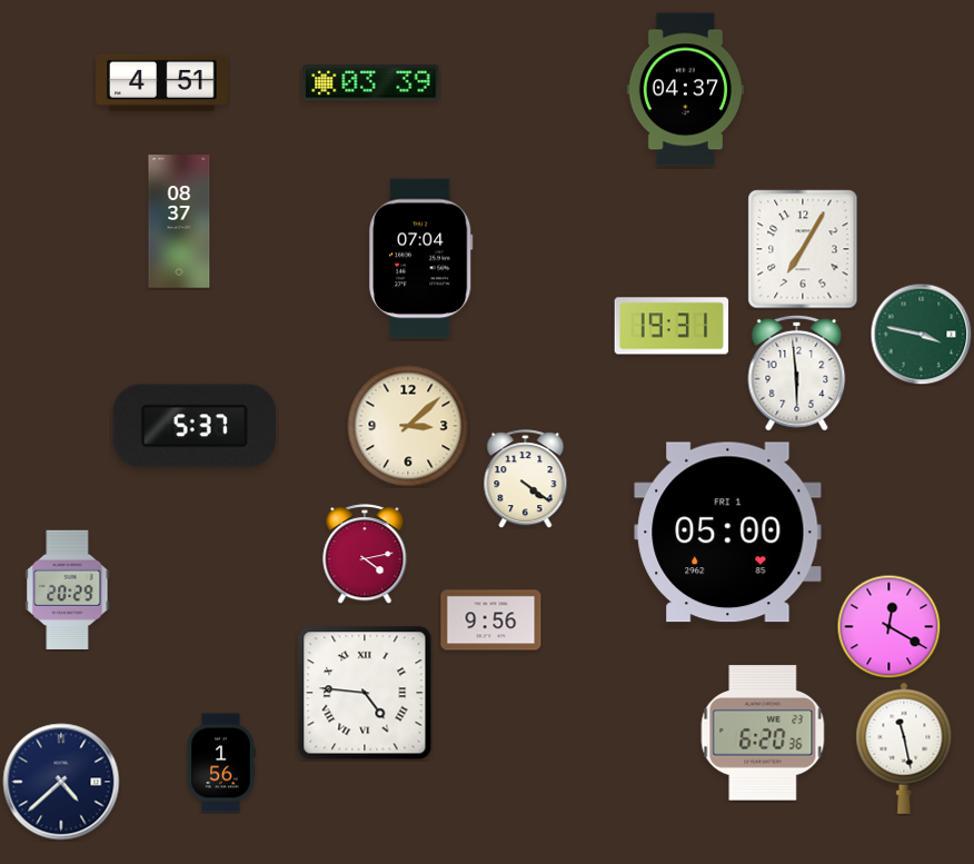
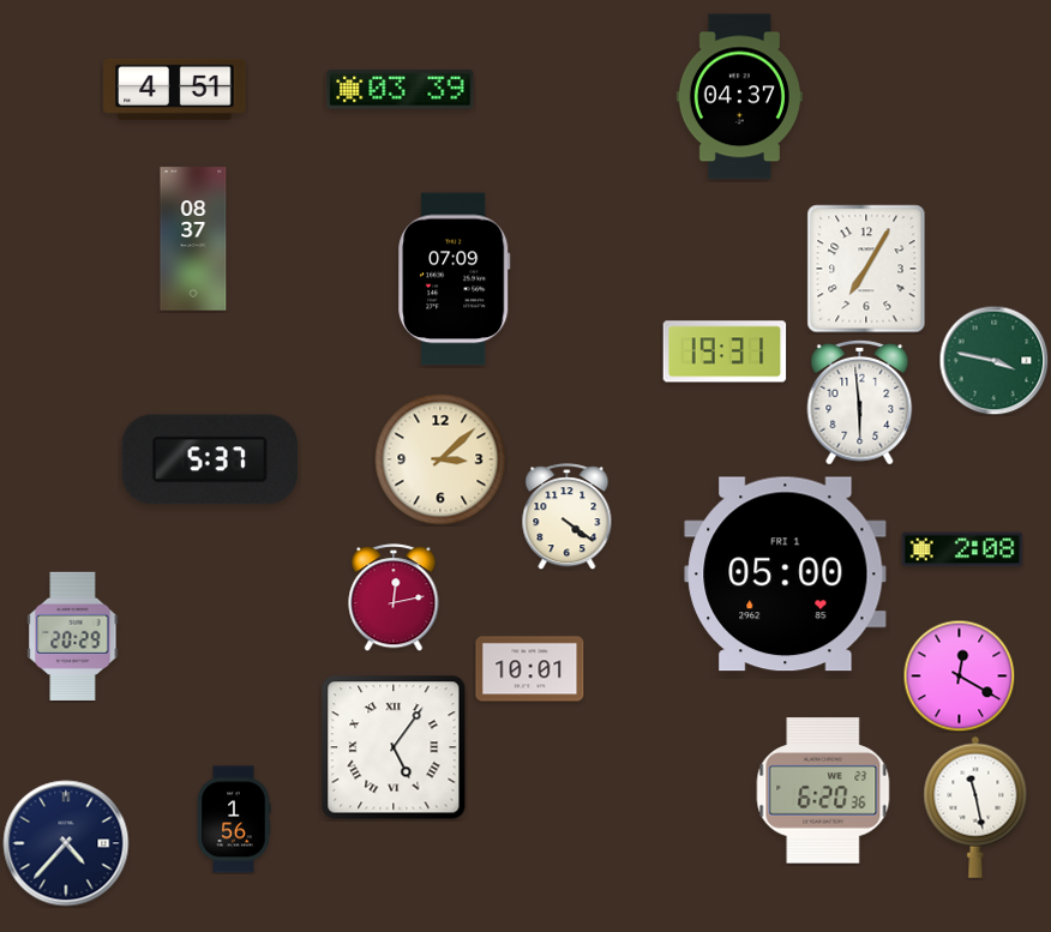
clock at (421, 259): 07:04 -> 07:09
clock at (962, 549): none -> 2:08
clock at (365, 554): 4:13 -> 12:13
clock at (491, 620): 9:56 -> 10:01
clock at (365, 693): 4:46 -> 5:06
clock at (221, 763) position: (221, 763) -> (234, 819)
clock at (61, 782): 4:38 -> 4:37
